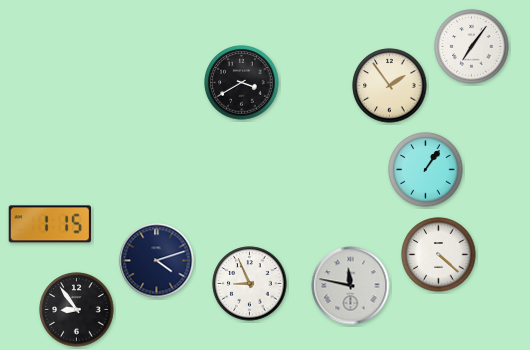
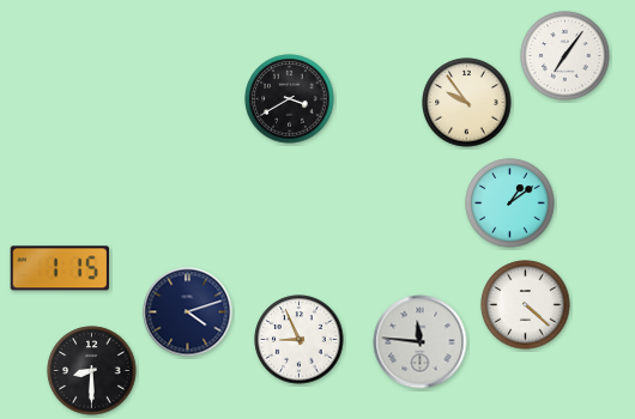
clock at (390, 86): 1:54 -> 9:54
clock at (426, 170): 1:06 -> 1:09
clock at (351, 286): 11:47 -> 11:46
clock at (77, 310): 8:54 -> 8:30
